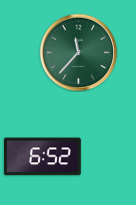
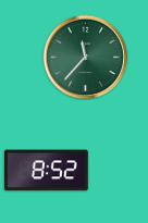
clock at (42, 157): 6:52 -> 8:52
